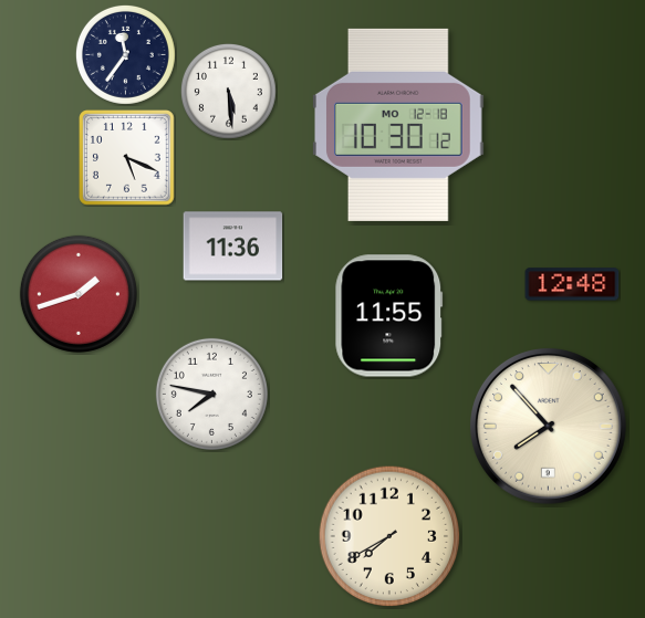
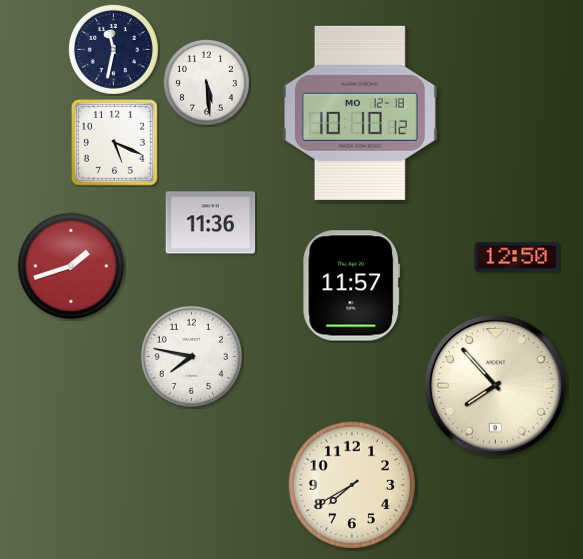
clock at (125, 54): 11:36 -> 11:32
clock at (399, 125): 10:30 -> 10:10
clock at (572, 284): 12:48 -> 12:50
clock at (389, 316): 11:55 -> 11:57
